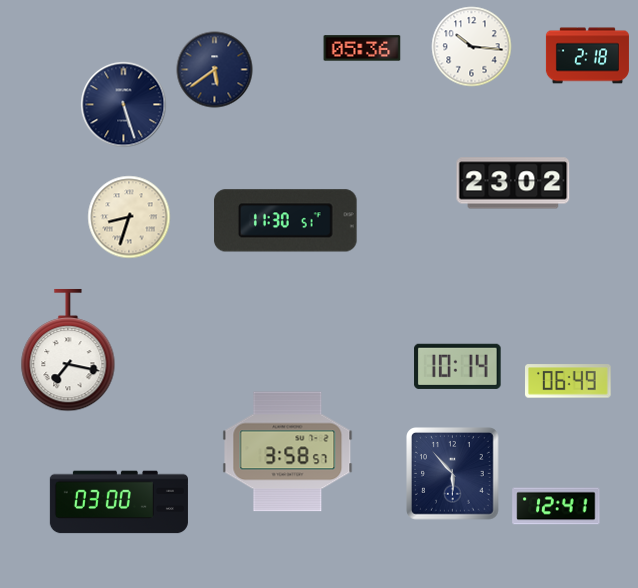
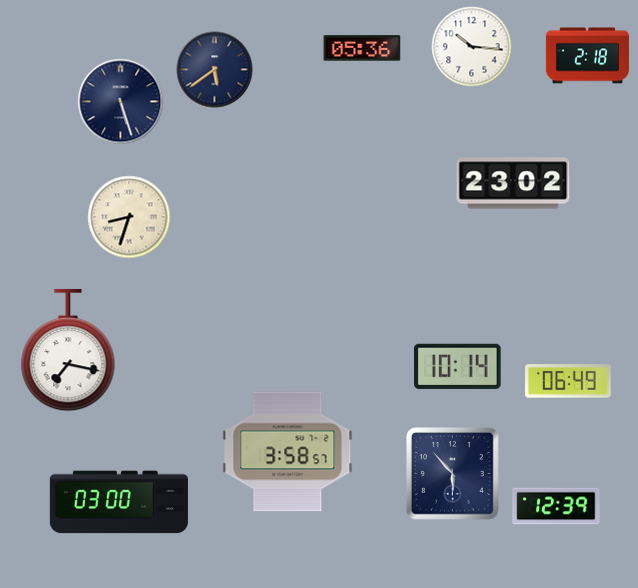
clock at (124, 105) position: (124, 105) -> (121, 102)
clock at (286, 221): 11:30 -> none
clock at (556, 506): 12:41 -> 12:39
